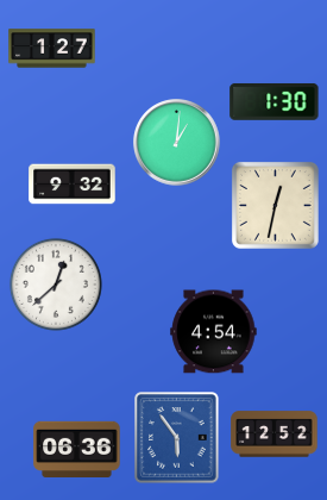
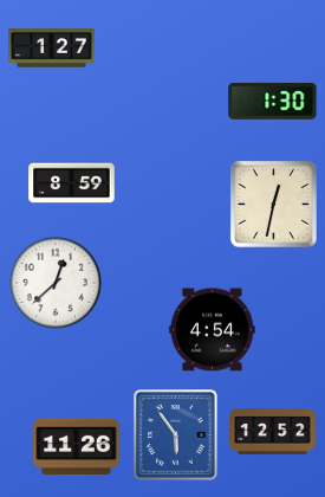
clock at (177, 143): 1:01 -> none
clock at (73, 185): 9:32 -> 8:59
clock at (77, 450): 06:36 -> 11:26
